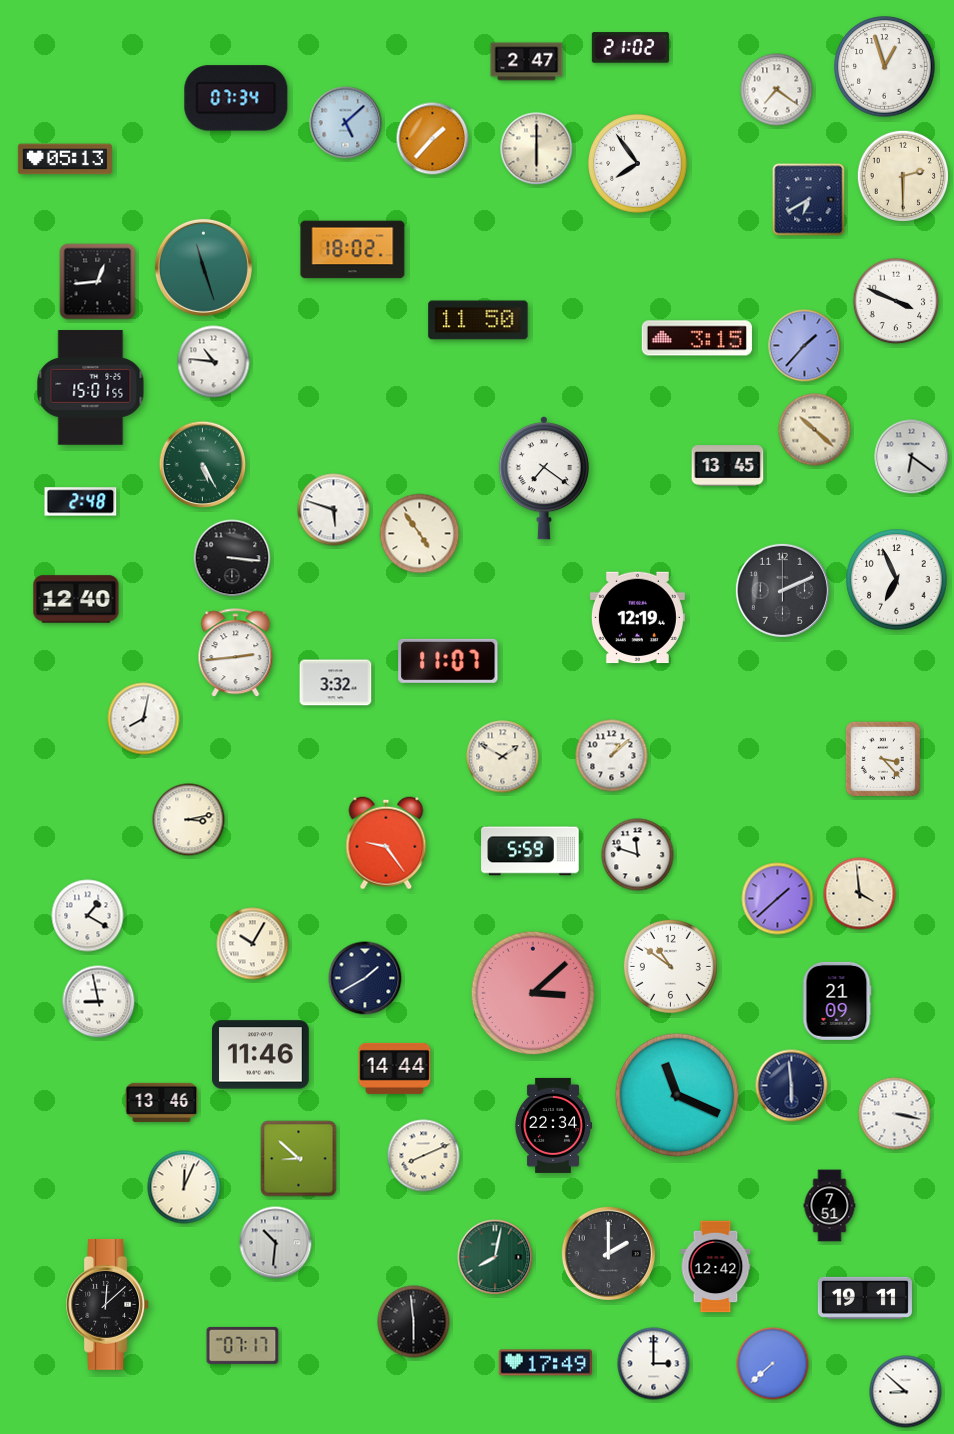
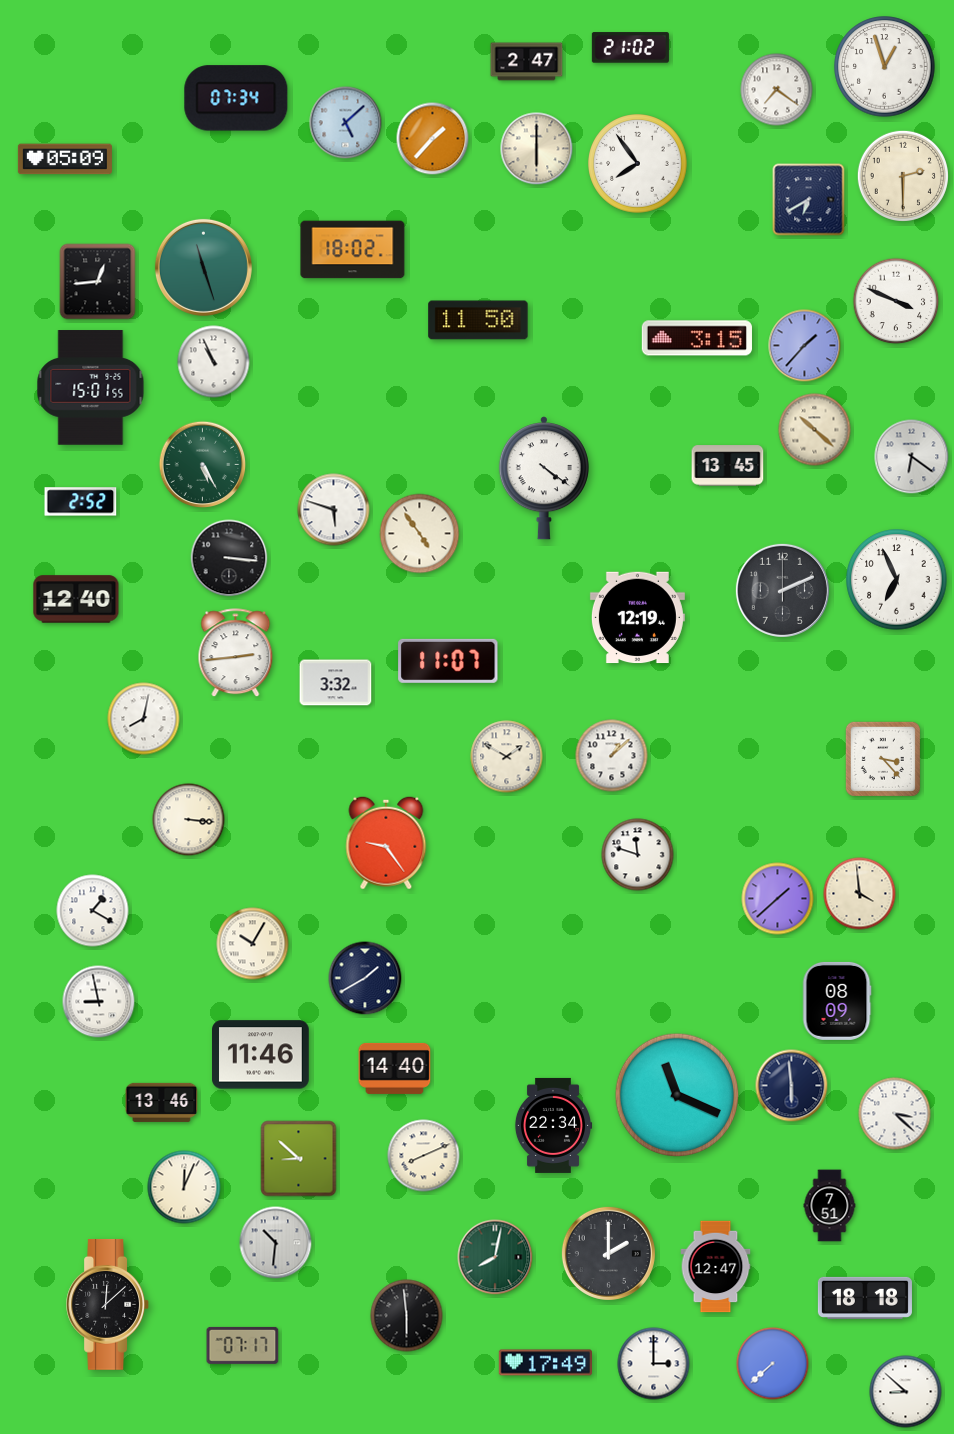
clock at (65, 159): 05:13 -> 05:09
clock at (214, 362): 10:46 -> 10:56
clock at (544, 478): 7:21 -> 4:21
clock at (81, 502): 2:48 -> 2:52
clock at (232, 558) position: (232, 558) -> (229, 558)
clock at (503, 757) position: (503, 757) -> (507, 757)
clock at (189, 820): 3:13 -> 3:16
clock at (530, 851): 5:59 -> none
clock at (88, 916) position: (88, 916) -> (93, 911)
clock at (670, 966): 10:51 -> none
clock at (533, 993): 3:08 -> none
clock at (837, 1001): 21:09 -> 08:09
clock at (395, 1068): 14:44 -> 14:40
clock at (895, 1114): 3:17 -> 3:22
clock at (716, 1267): 12:42 -> 12:47
clock at (865, 1298): 19:11 -> 18:18
clock at (414, 1322) position: (414, 1322) -> (407, 1316)
